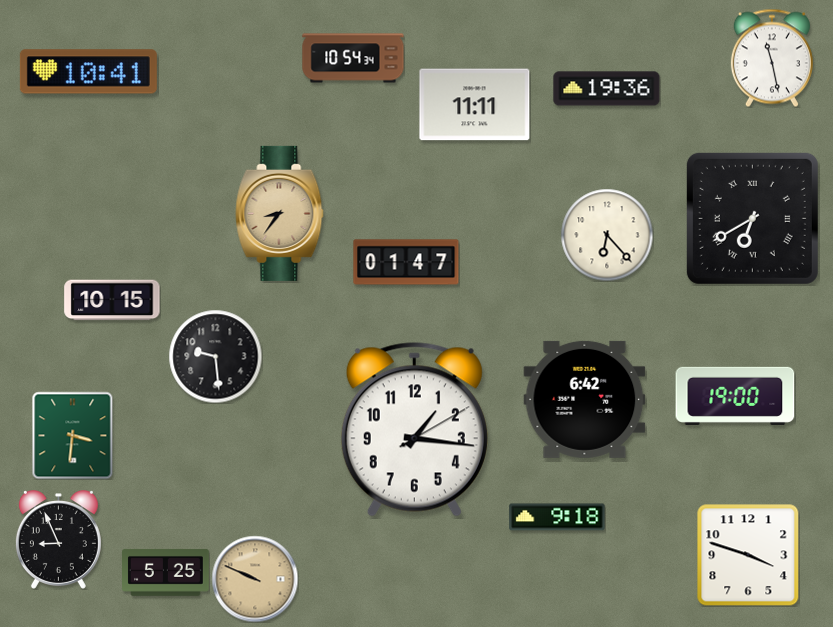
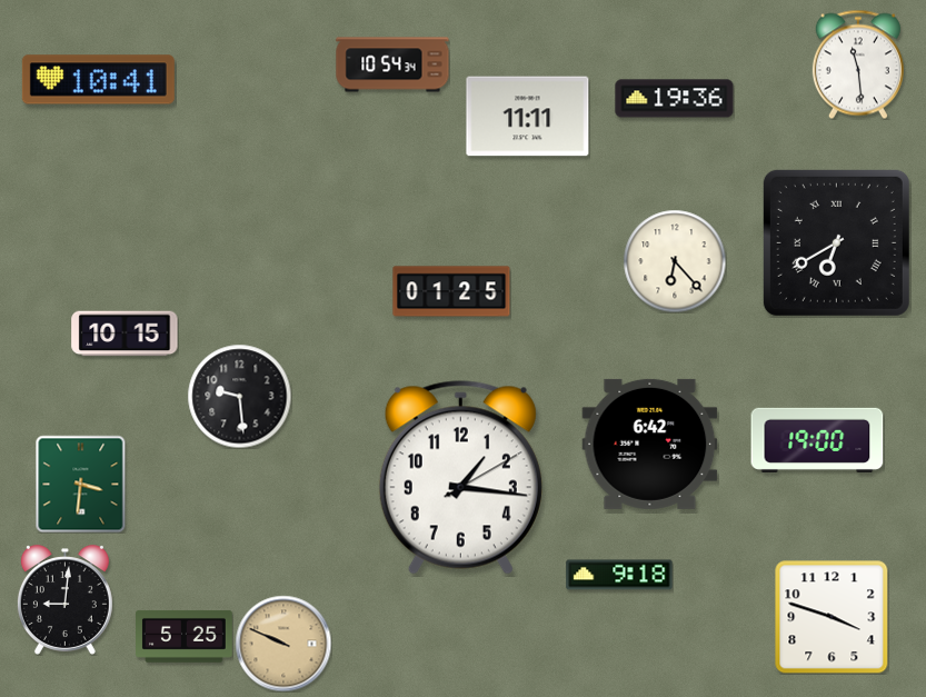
clock at (772, 58): 11:28 -> 11:29
clock at (280, 213): 8:36 -> none
clock at (406, 262): 01:47 -> 01:25
clock at (58, 540): 8:56 -> 9:01
